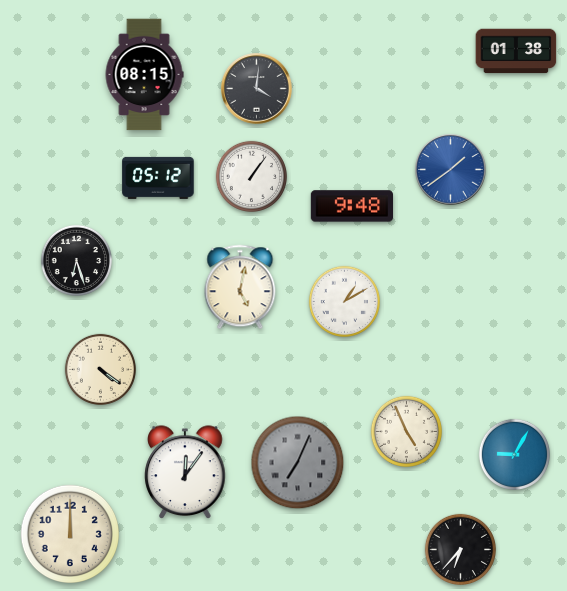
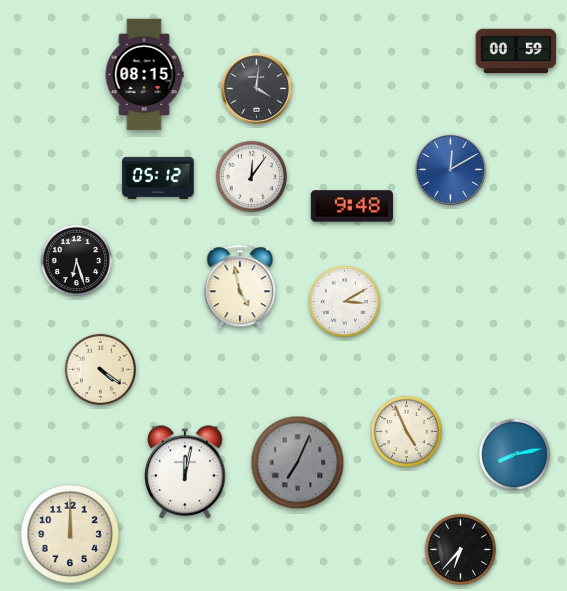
clock at (516, 51): 01:38 -> 00:59
clock at (451, 170): 1:39 -> 12:10
clock at (251, 176): 1:06 -> 12:06
clock at (240, 287): 5:02 -> 4:58
clock at (344, 301): 1:10 -> 3:10
clock at (514, 454): 9:05 -> 8:13
clock at (185, 472): 12:06 -> 12:02
